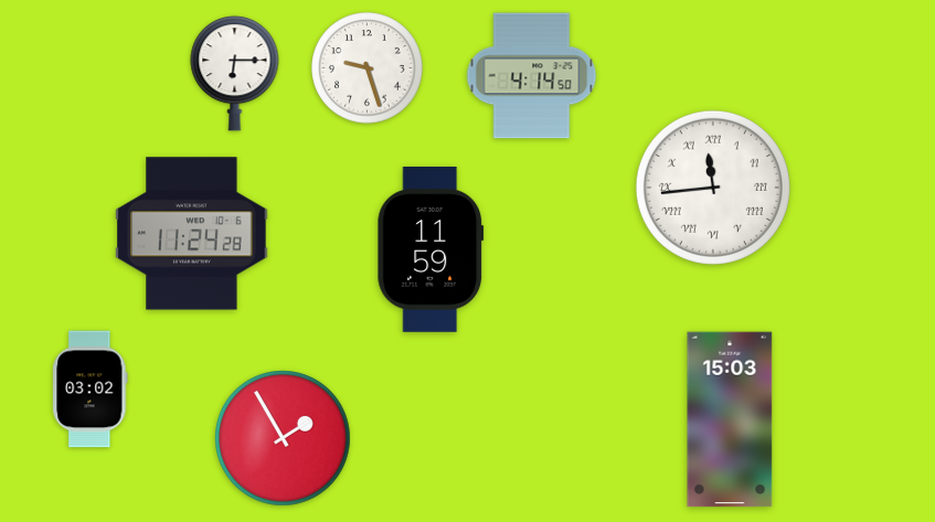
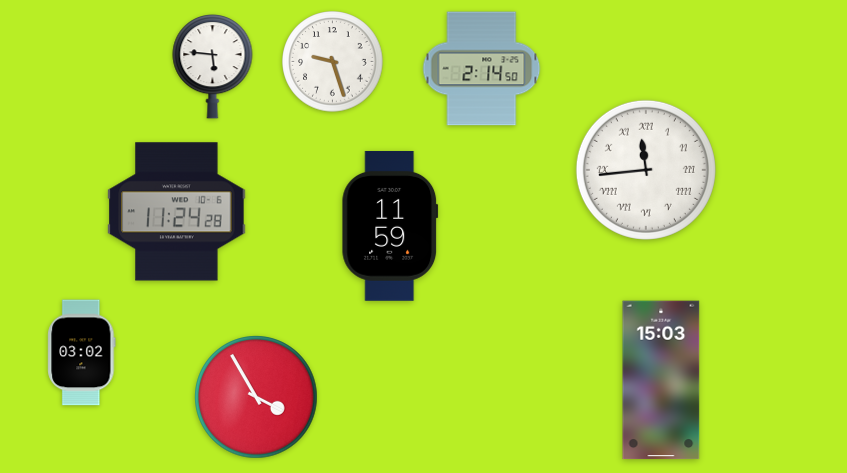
clock at (235, 74): 6:15 -> 5:46
clock at (532, 76): 4:14 -> 2:14
clock at (192, 234) position: (192, 234) -> (177, 212)
clock at (283, 438): 1:55 -> 3:55
